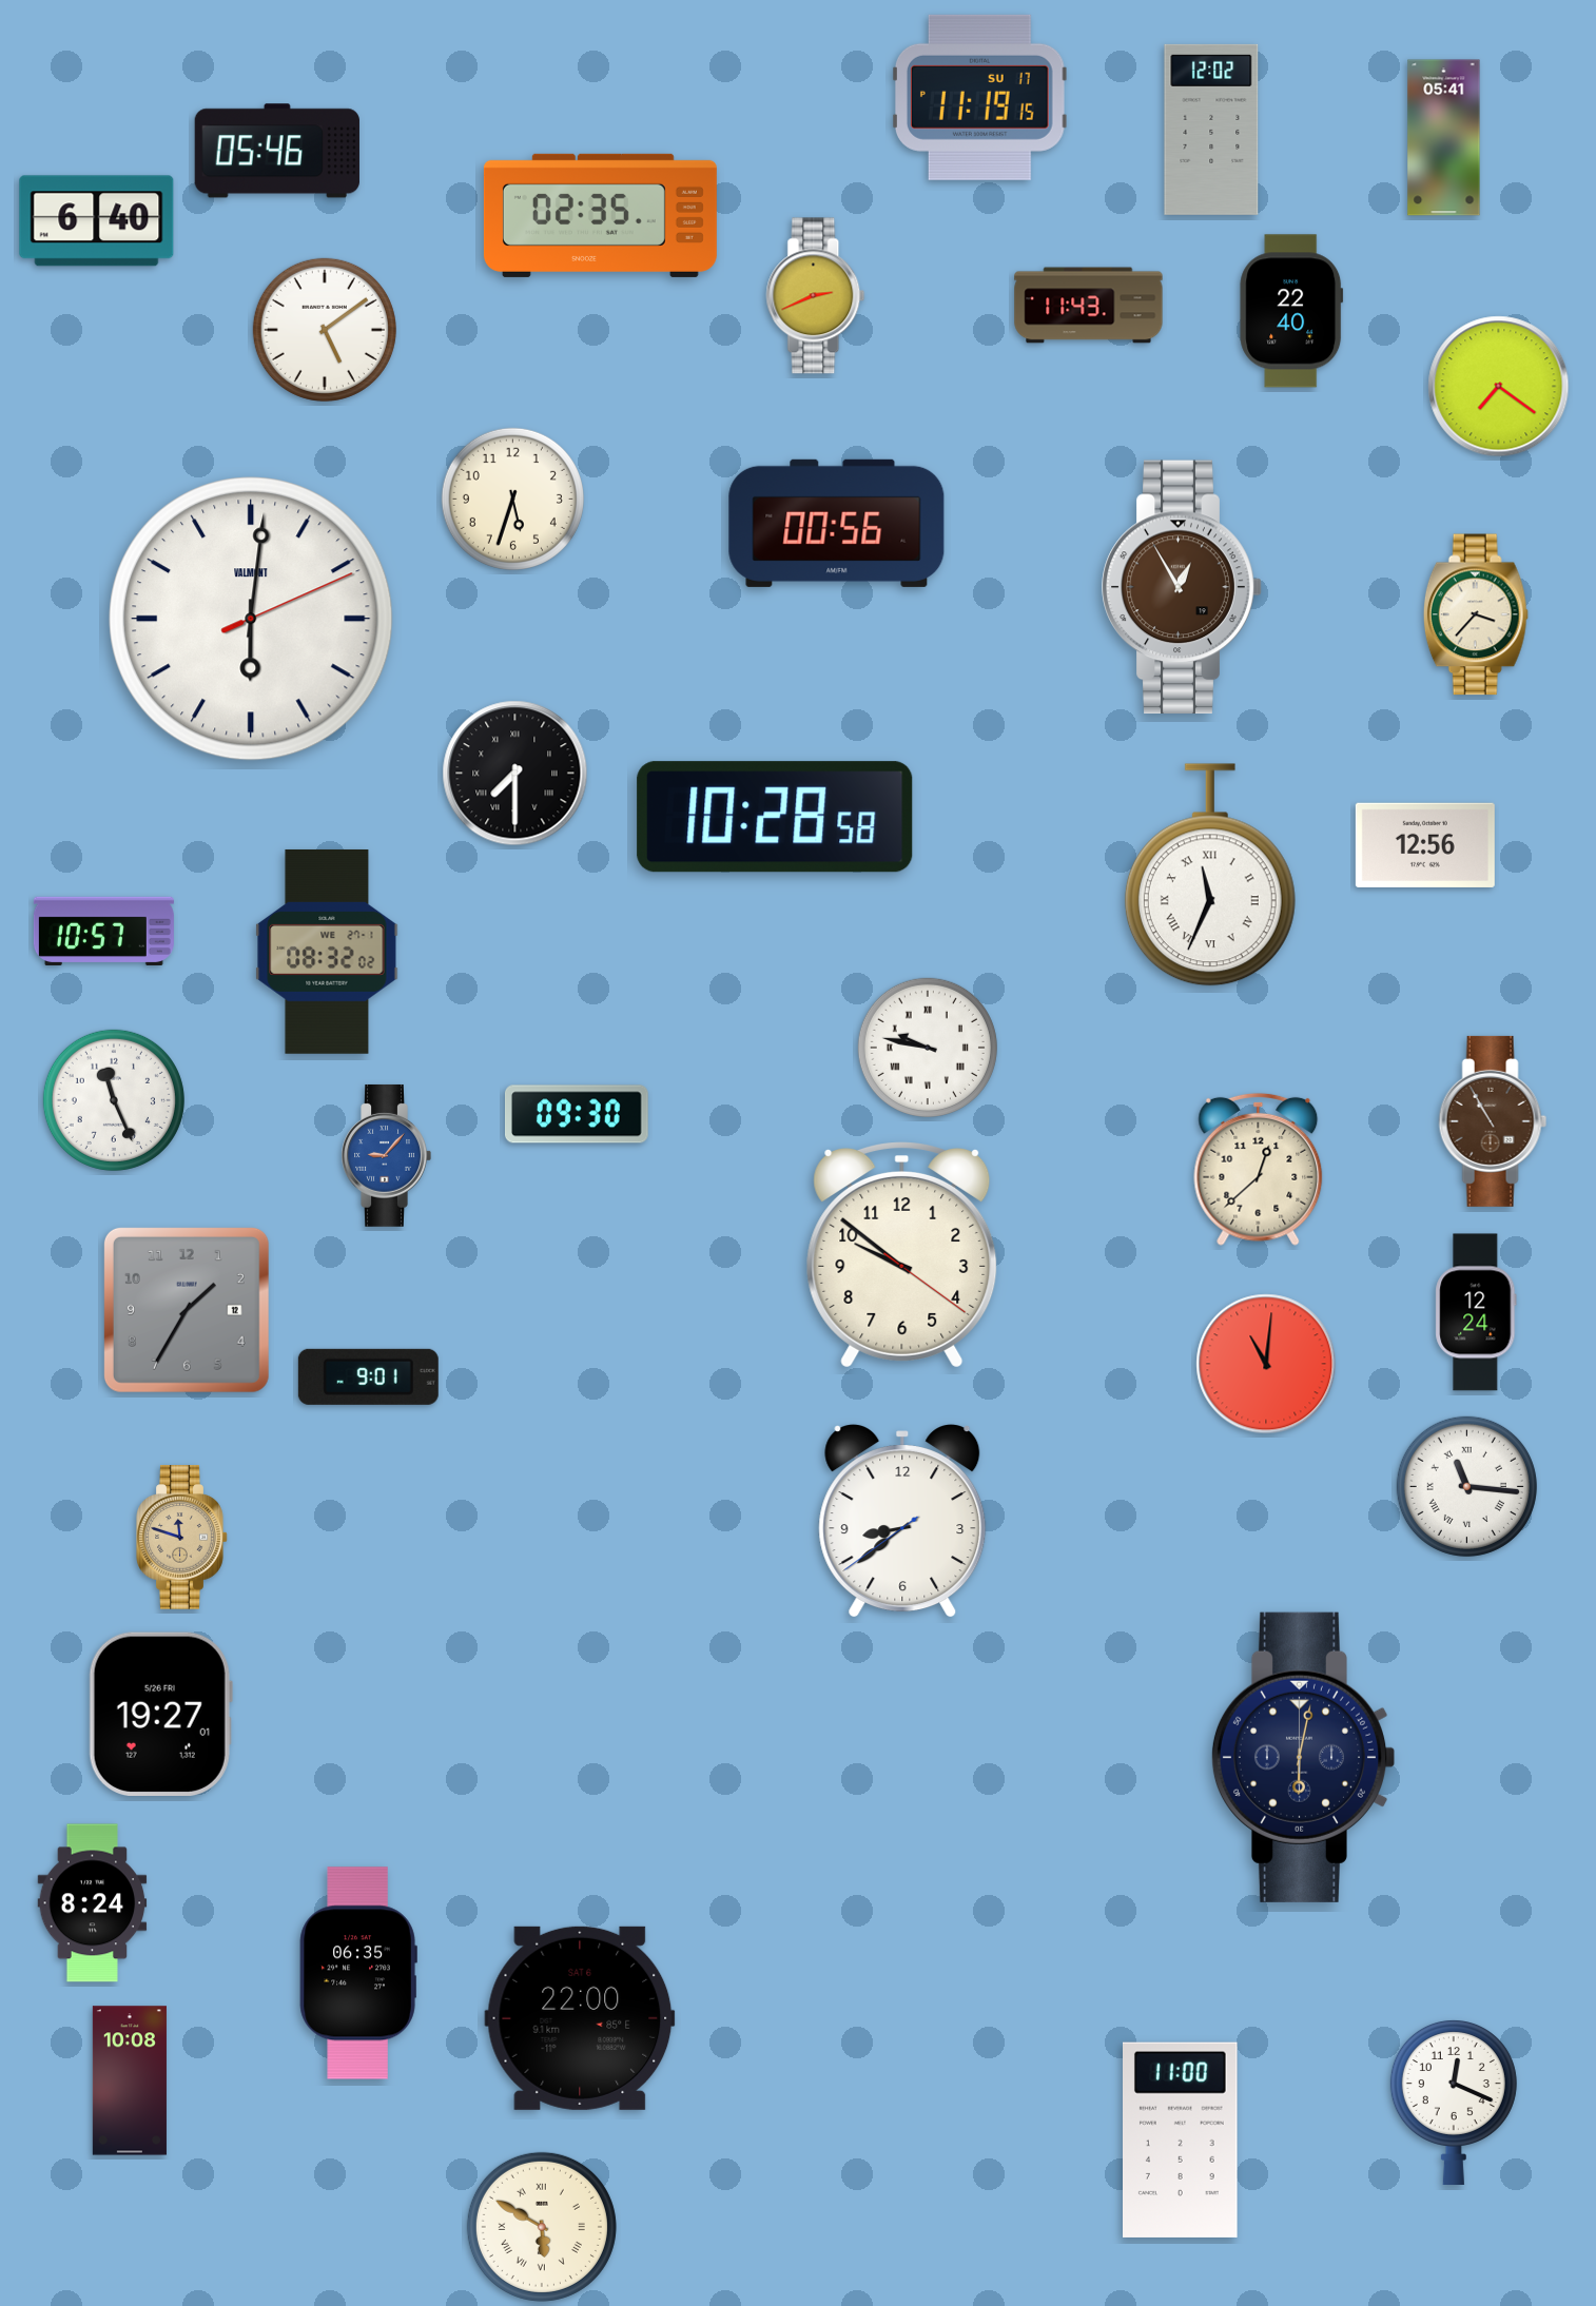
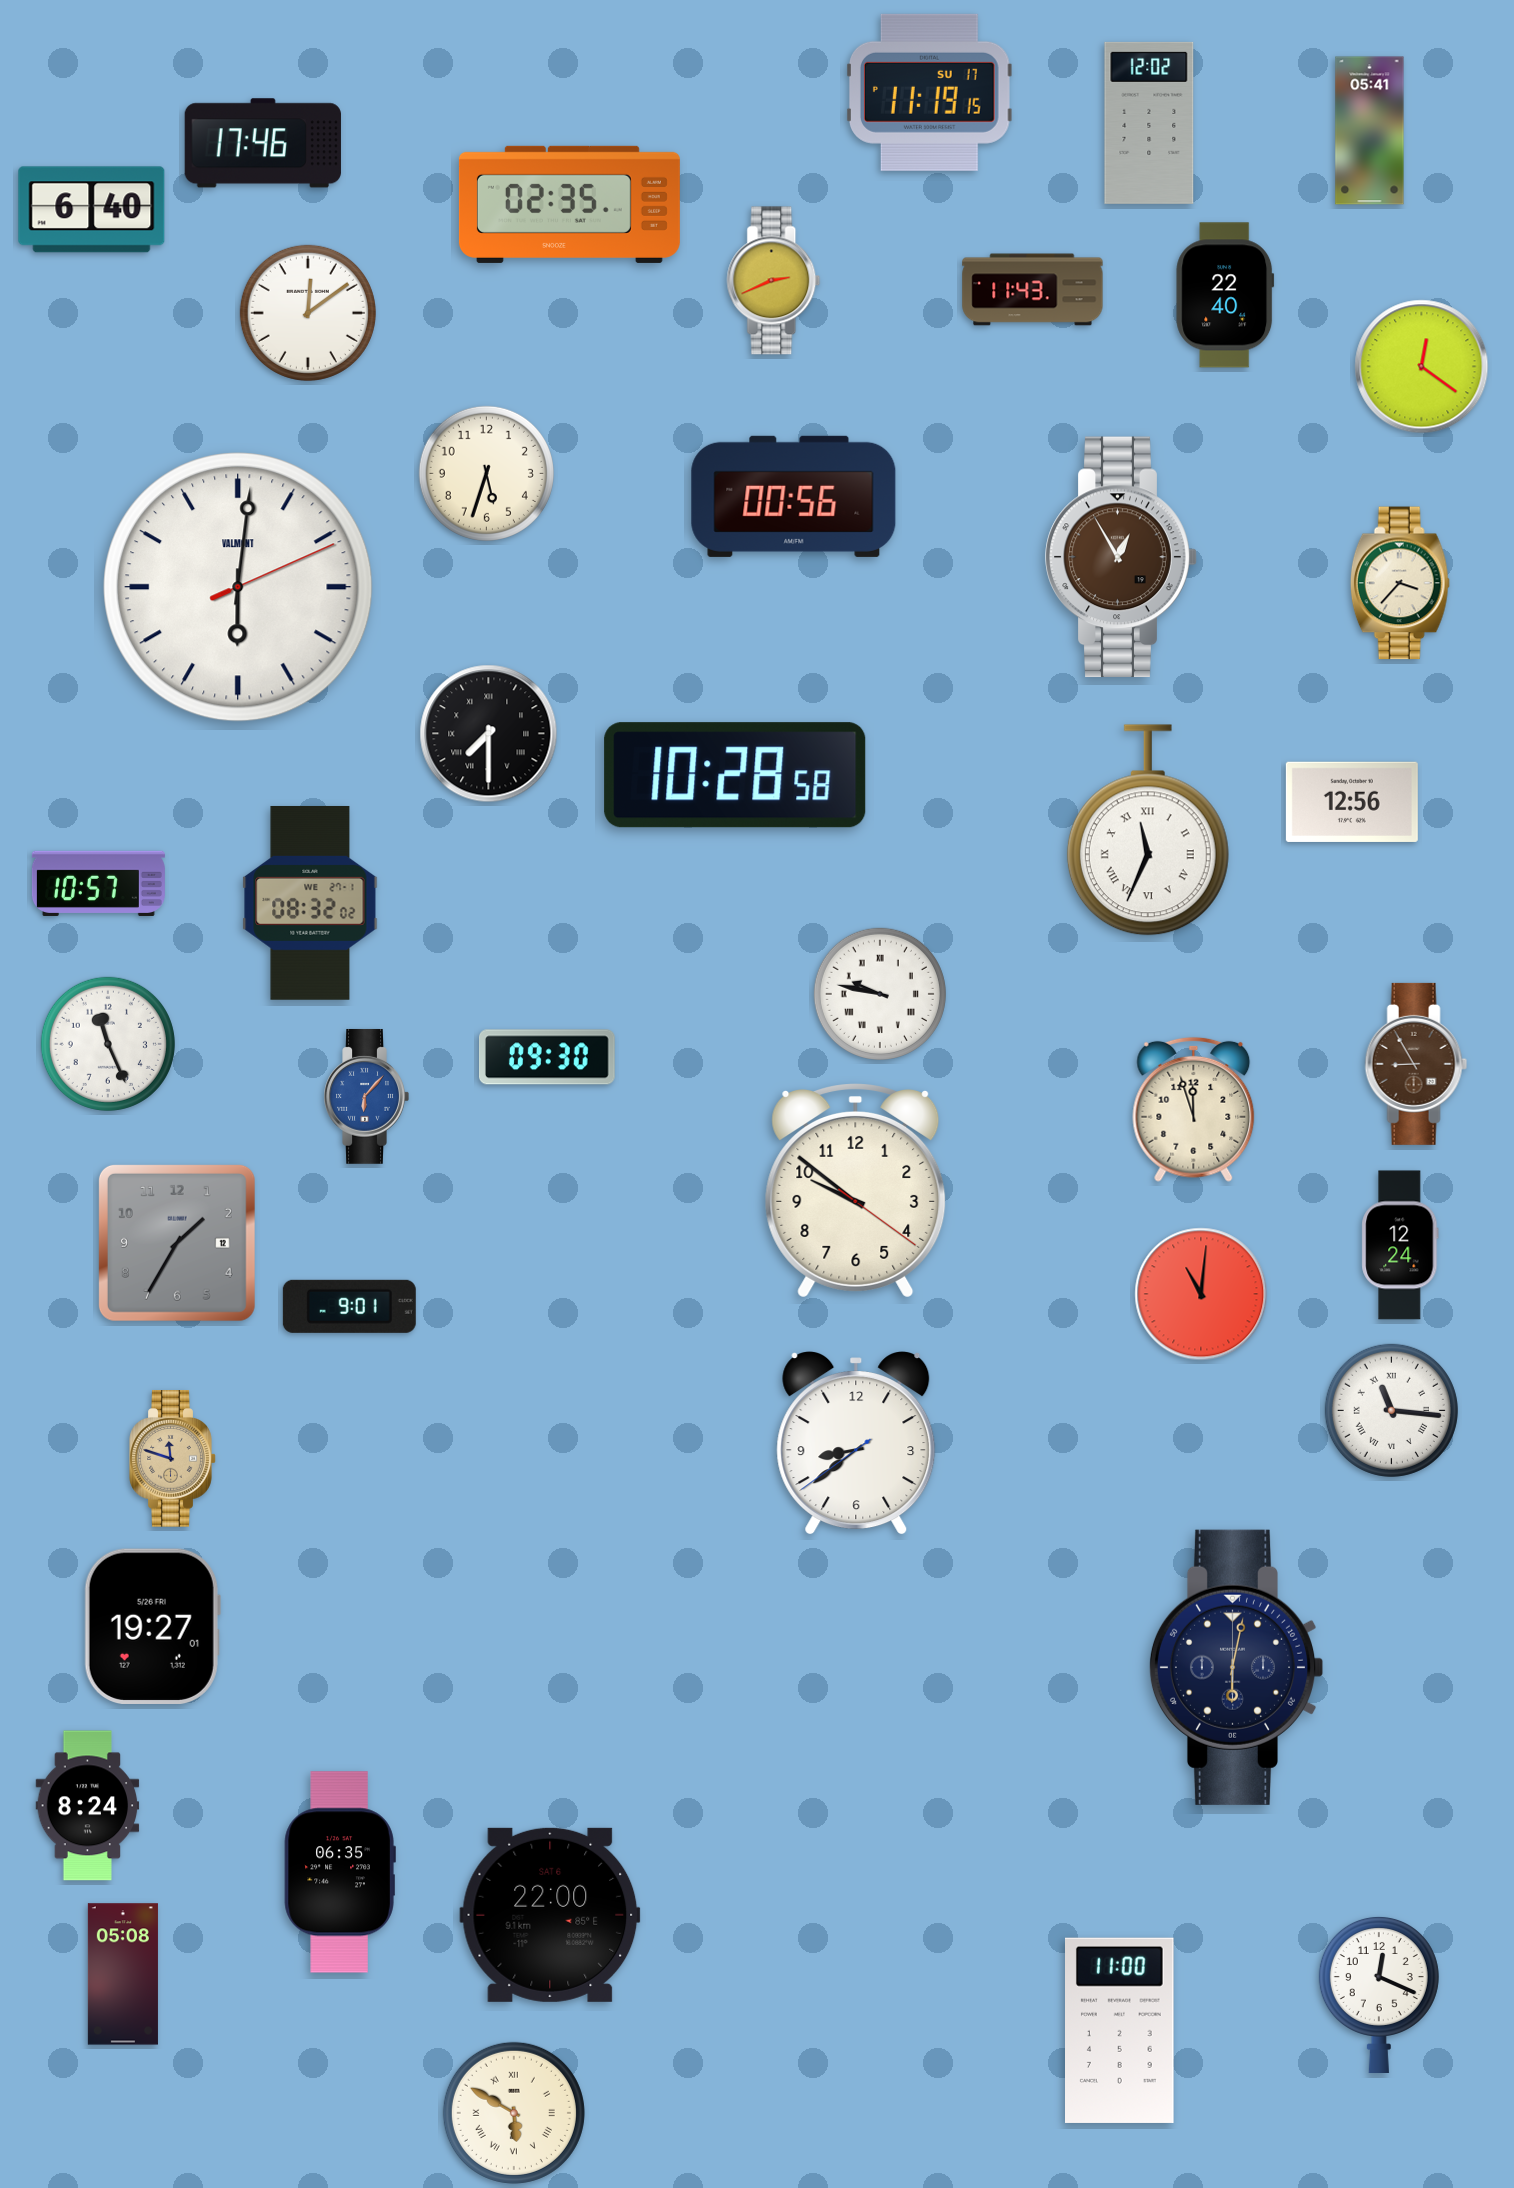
clock at (276, 151): 05:46 -> 17:46
clock at (325, 330): 5:09 -> 12:09
clock at (1499, 387): 7:21 -> 12:21
clock at (1493, 1121): 10:55 -> 8:55
clock at (386, 1155): 9:07 -> 6:07
clock at (1259, 1169): 12:38 -> 11:57
clock at (130, 2080): 10:08 -> 05:08
